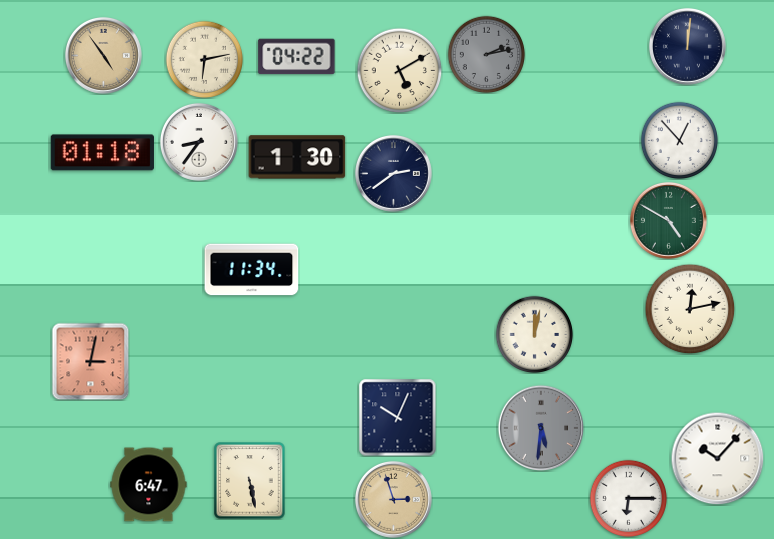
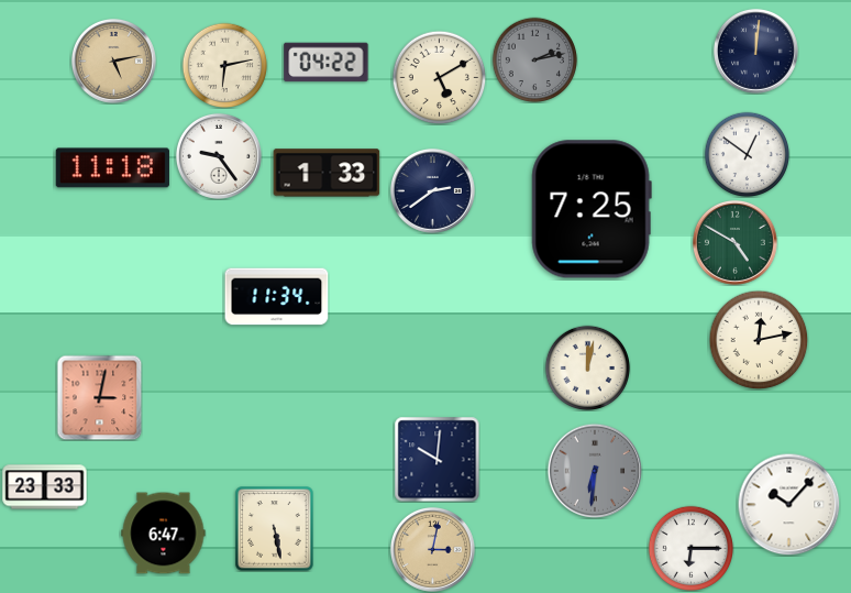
clock at (103, 55): 4:54 -> 5:13
clock at (679, 140): 12:53 -> 12:51
clock at (199, 142): 8:36 -> 9:24
clock at (102, 153): 01:18 -> 11:18
clock at (297, 157): 1:30 -> 1:33
clock at (592, 209): none -> 7:25
clock at (397, 417): 10:04 -> 10:01
clock at (541, 428): 5:31 -> 6:31
clock at (45, 487): none -> 23:33
clock at (393, 499): 2:57 -> 3:02
